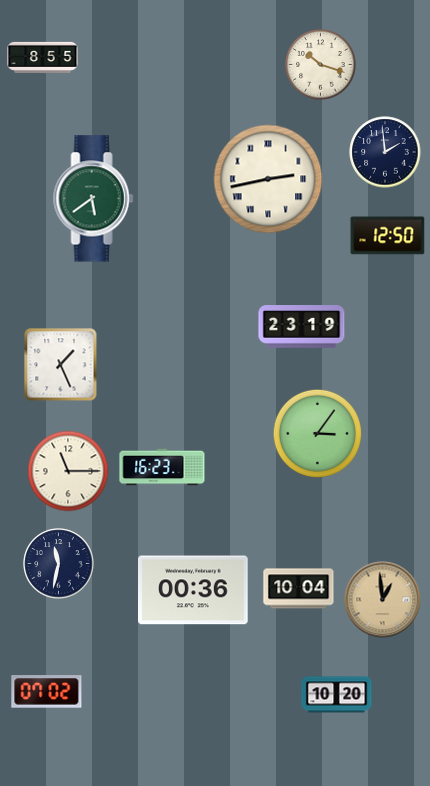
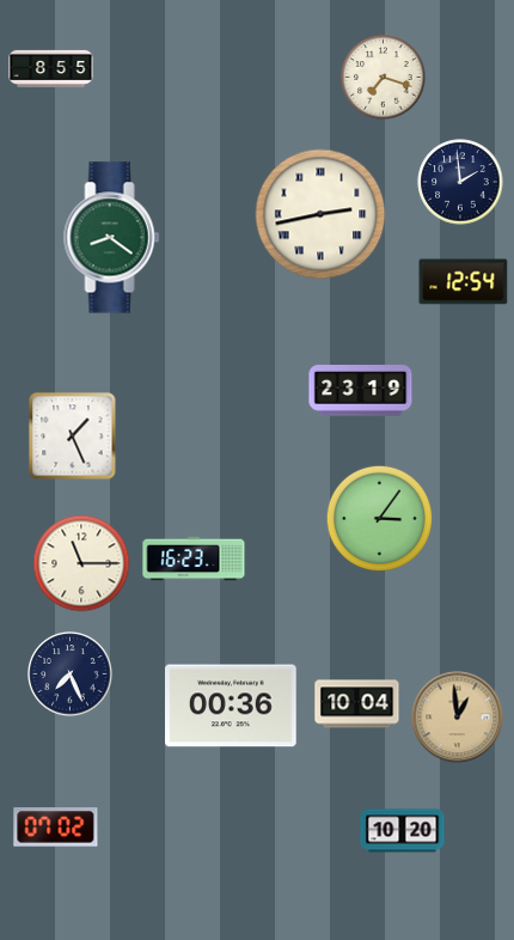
clock at (321, 65): 10:18 -> 7:18
clock at (94, 199): 5:39 -> 8:21
clock at (388, 236): 12:50 -> 12:54
clock at (59, 564): 11:32 -> 7:26
